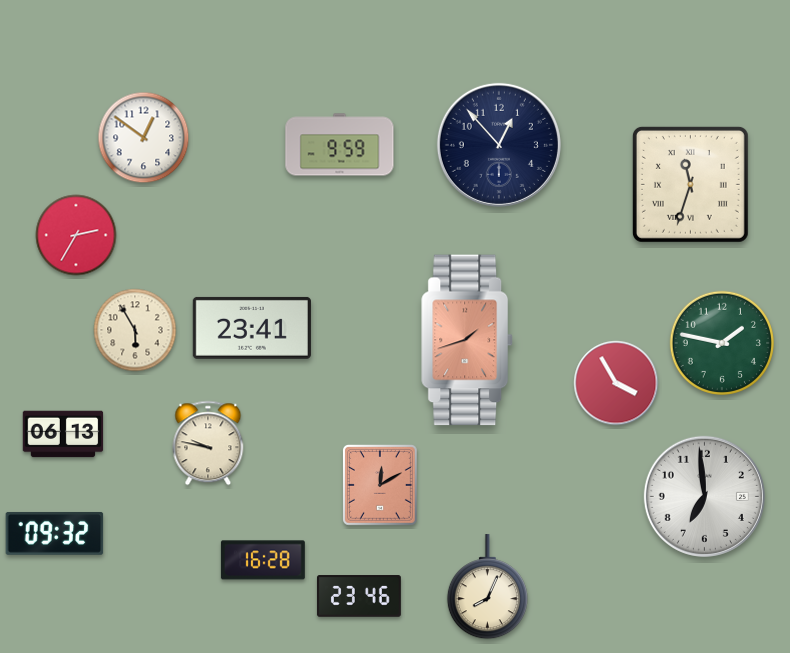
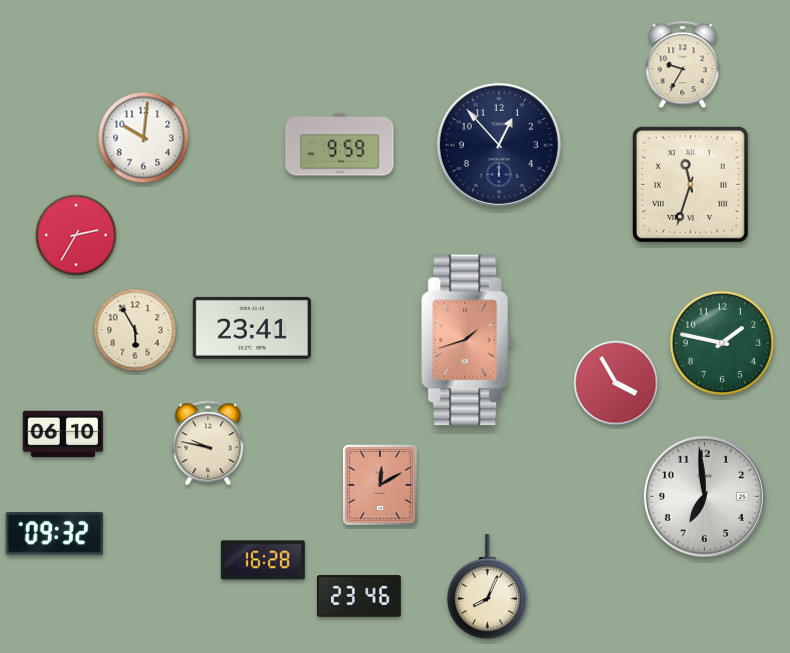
clock at (683, 65): none -> 9:35
clock at (144, 138): 12:51 -> 10:01
clock at (63, 434): 06:13 -> 06:10
